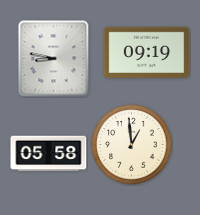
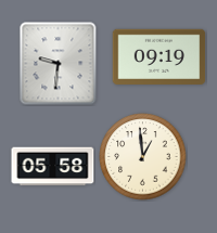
clock at (54, 59): 8:47 -> 9:31
